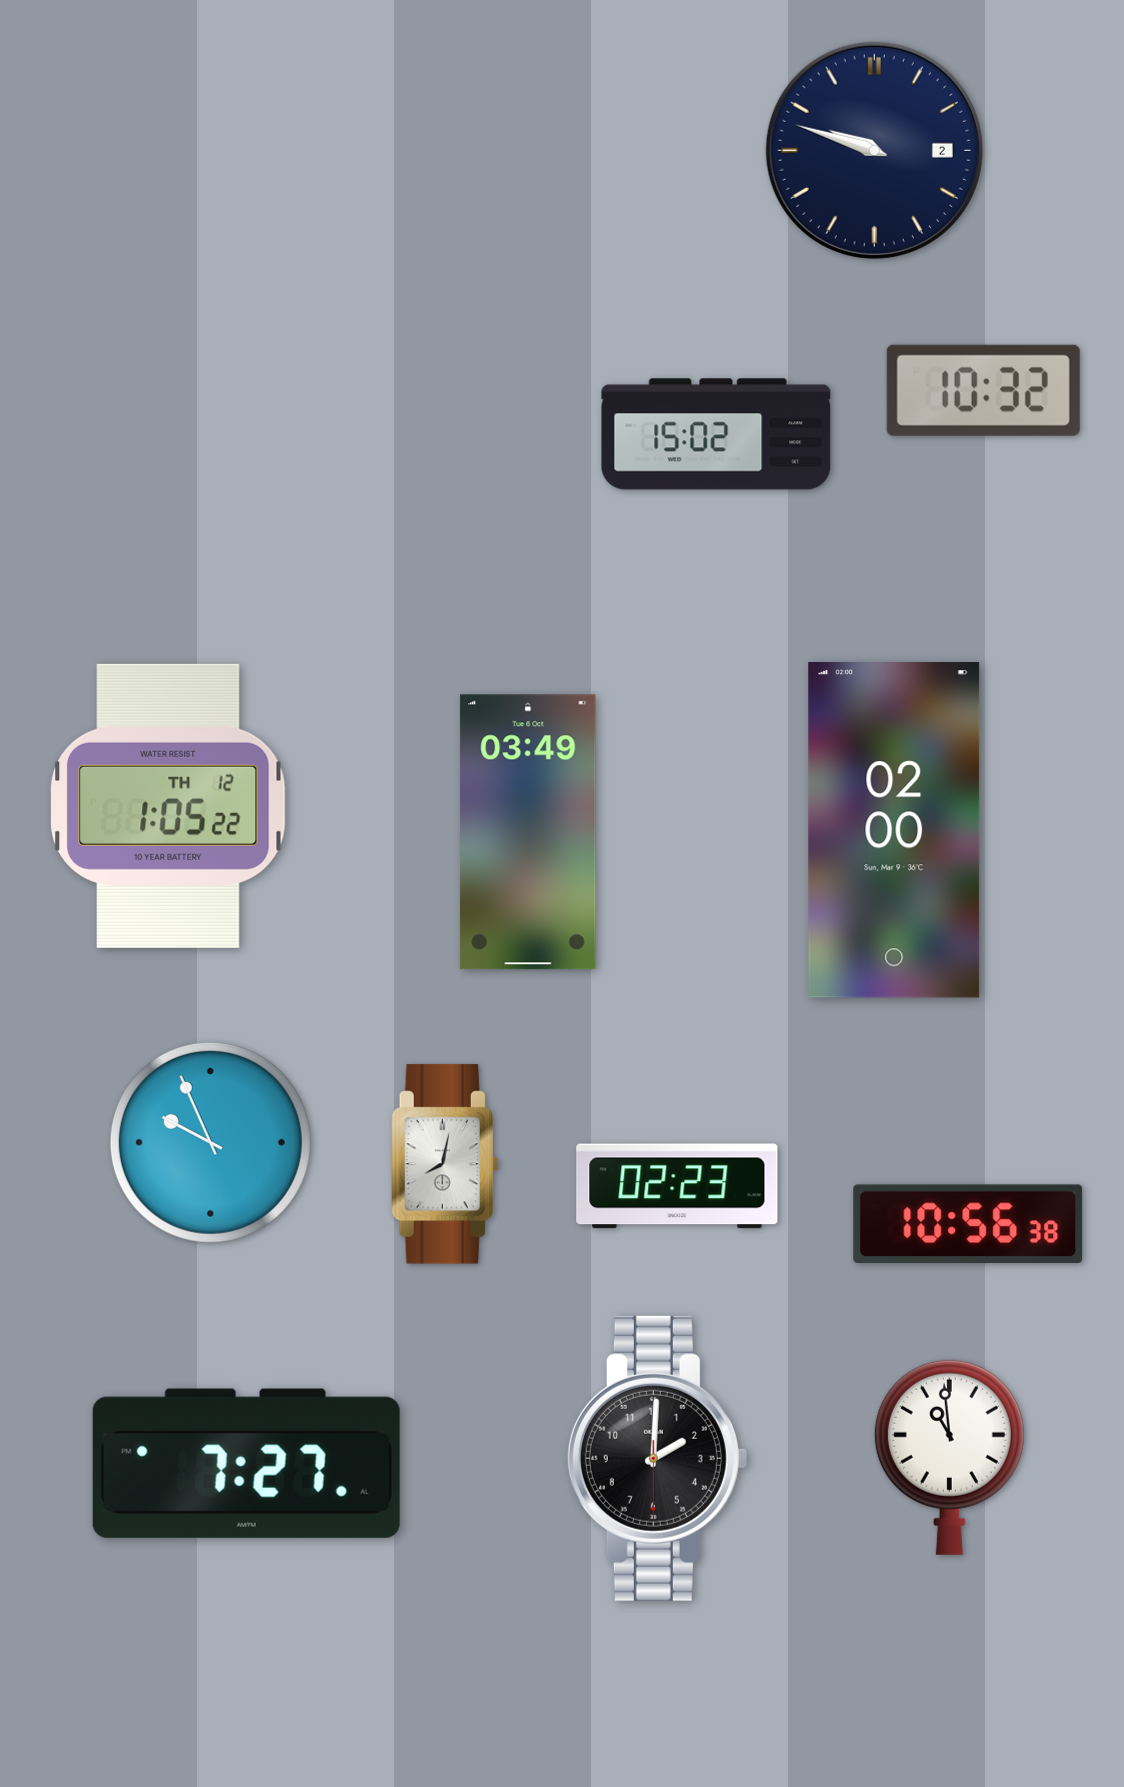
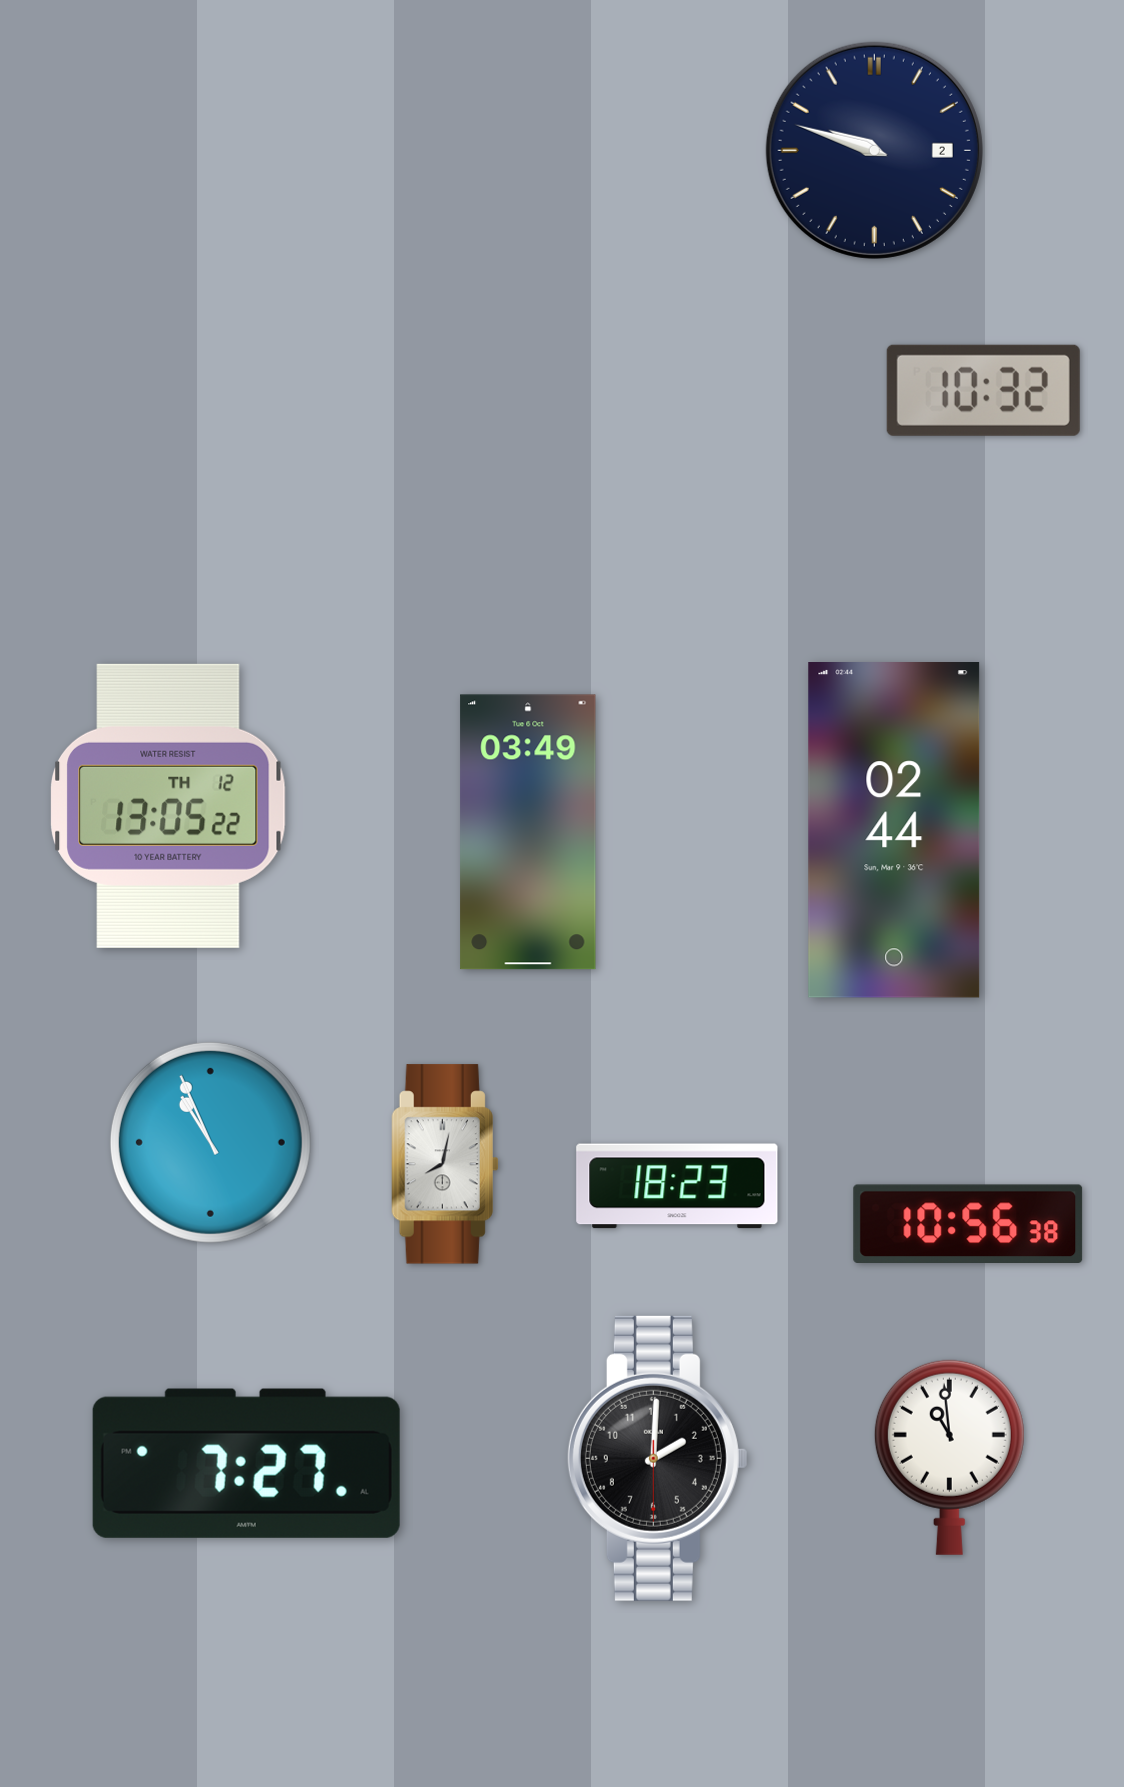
clock at (716, 434): 15:02 -> none
clock at (168, 806): 1:05 -> 13:05
clock at (894, 831): 02:00 -> 02:44
clock at (210, 1142): 9:56 -> 10:56
clock at (677, 1186): 02:23 -> 18:23
